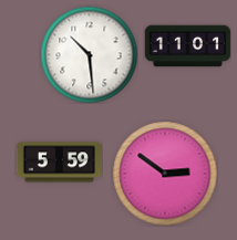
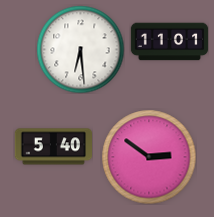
clock at (89, 54): 10:29 -> 6:29
clock at (59, 163): 5:59 -> 5:40
